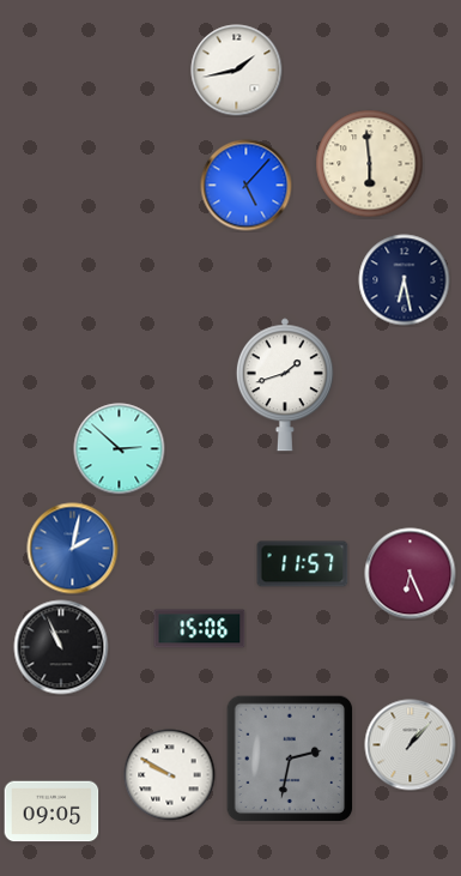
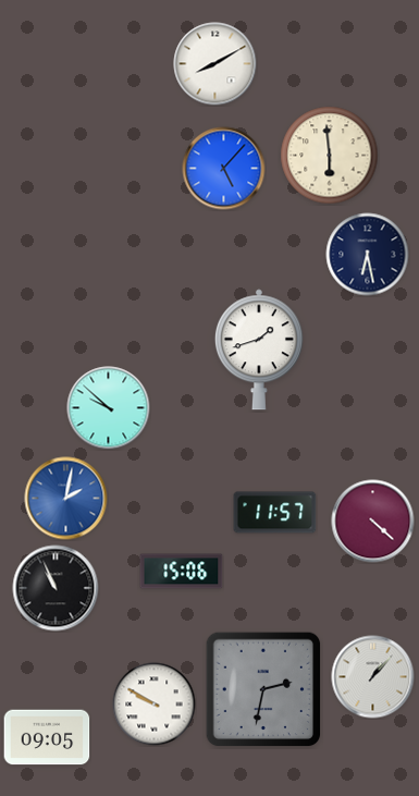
clock at (237, 71): 1:43 -> 8:10
clock at (370, 164) position: (370, 164) -> (330, 156)
clock at (120, 449): 2:52 -> 9:52
clock at (411, 574): 6:26 -> 4:22
